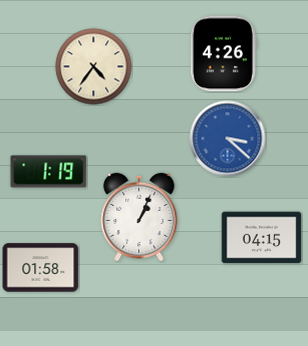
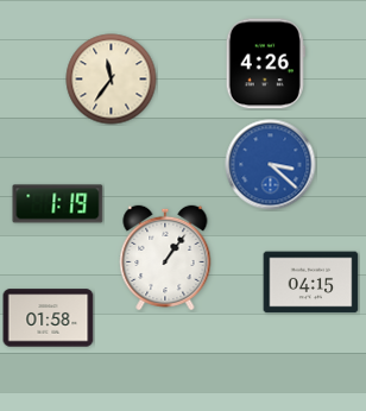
clock at (94, 67): 4:36 -> 11:36
clock at (139, 216): 1:04 -> 1:06
